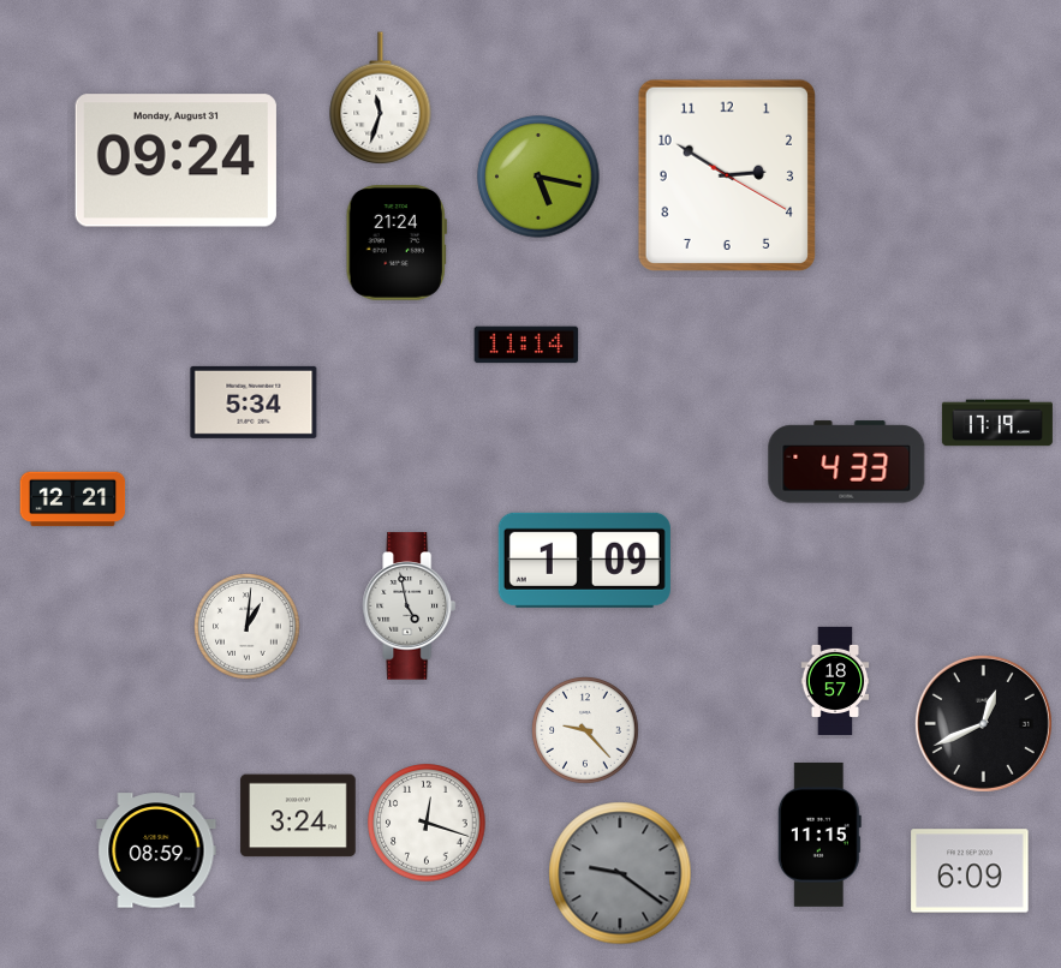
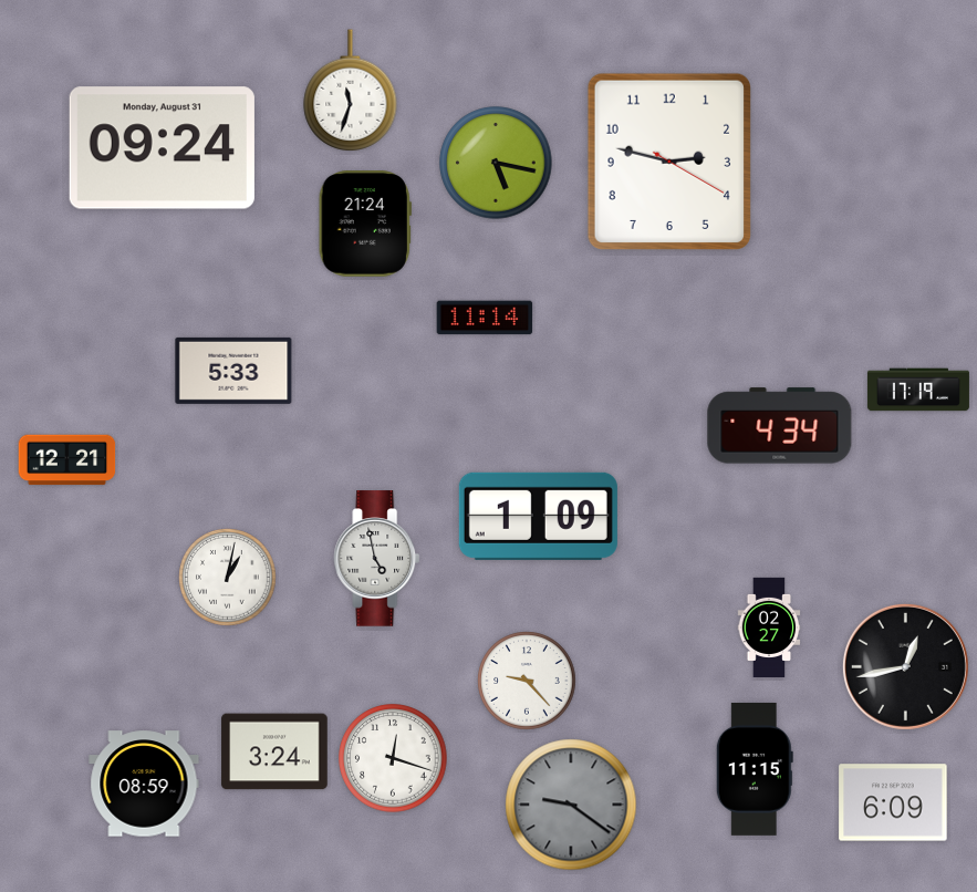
clock at (727, 174): 2:50 -> 2:47
clock at (254, 402): 5:34 -> 5:33
clock at (847, 462): 4:33 -> 4:34
clock at (248, 627): 1:01 -> 1:02
clock at (835, 680): 18:57 -> 02:27
clock at (983, 723): 12:41 -> 12:43
clock at (585, 730) position: (585, 730) -> (527, 681)
